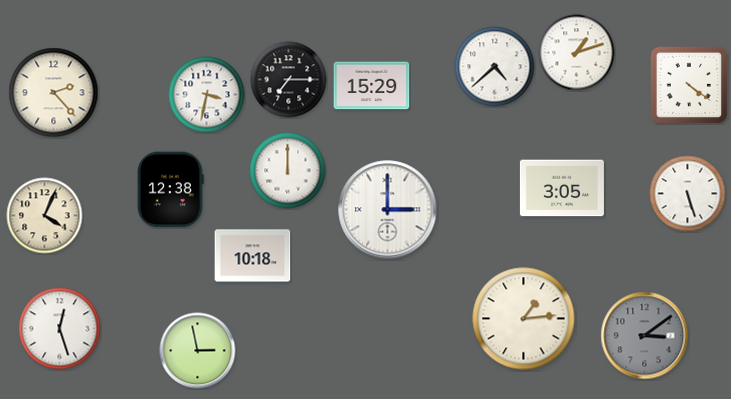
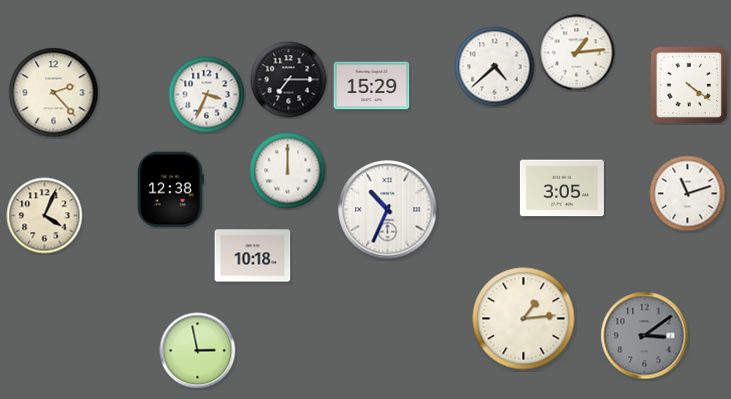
clock at (577, 53): 1:12 -> 1:14
clock at (207, 95): 3:32 -> 3:34
clock at (688, 194): 5:27 -> 11:12
clock at (388, 210): 3:00 -> 10:34
clock at (60, 329): 12:27 -> none
